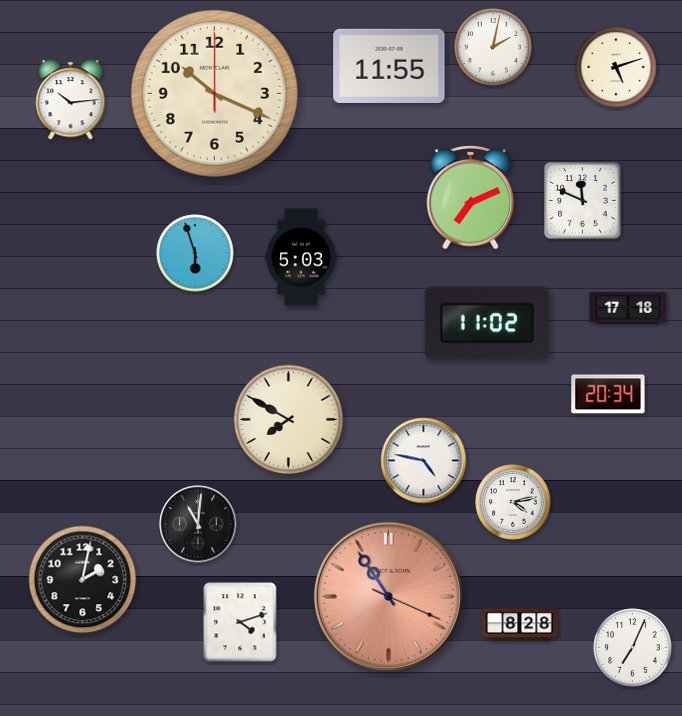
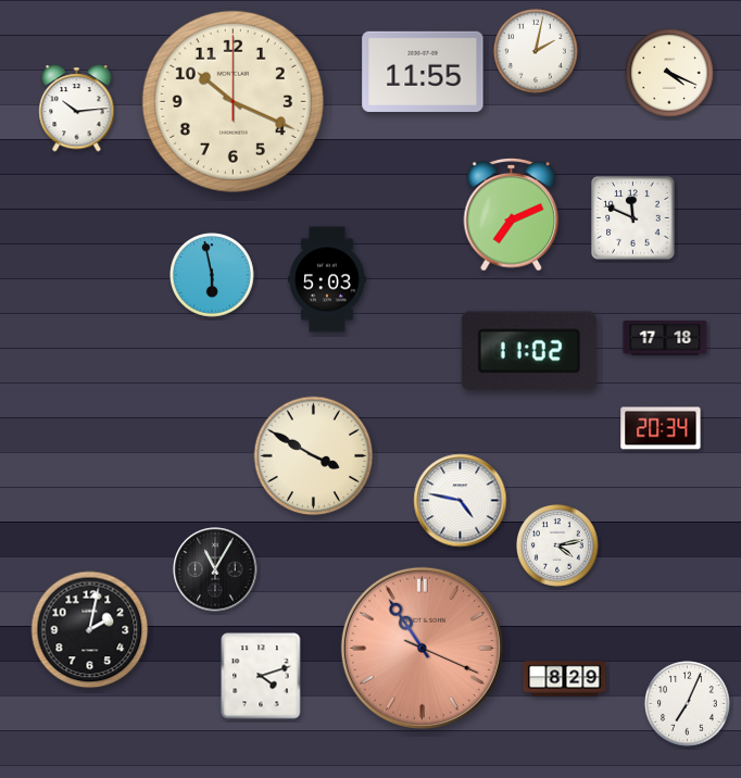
clock at (616, 67): 5:12 -> 4:19
clock at (195, 253): 5:57 -> 5:58
clock at (628, 308) position: (628, 308) -> (665, 338)
clock at (289, 420): 7:50 -> 3:50
clock at (198, 524): 11:01 -> 11:05
clock at (520, 625): 8:28 -> 8:29
